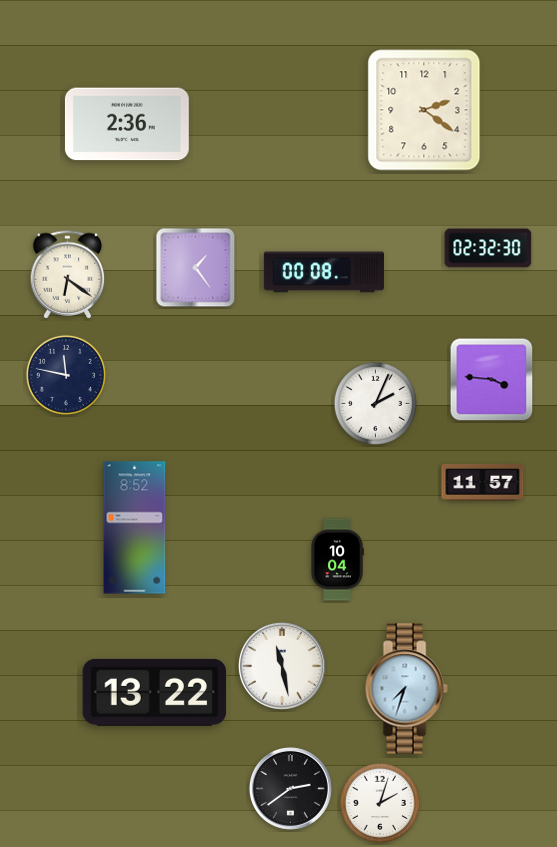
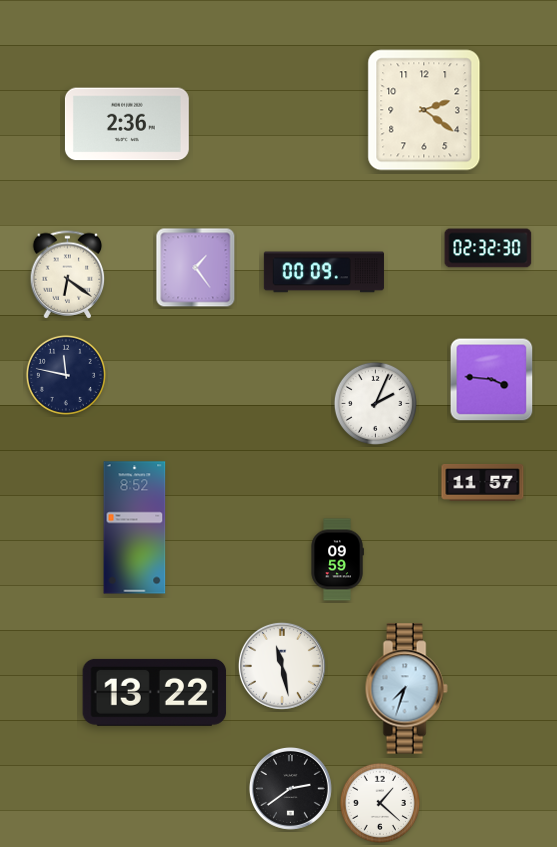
clock at (324, 272): 00:08 -> 00:09
clock at (337, 560): 10:04 -> 09:59
clock at (380, 803): 2:03 -> 1:22
